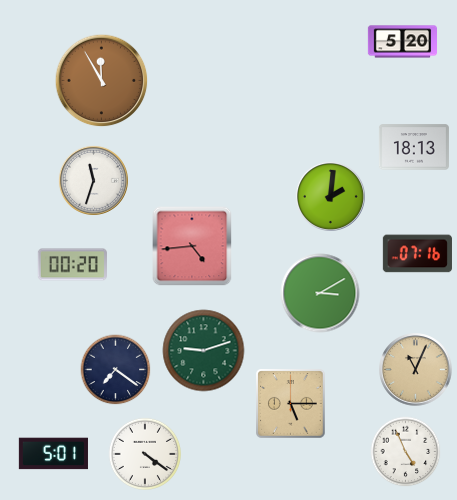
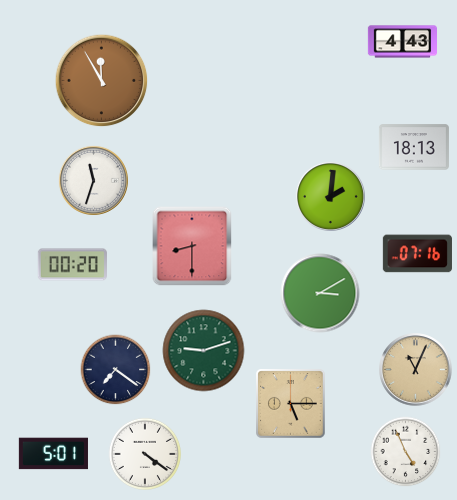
clock at (402, 42): 5:20 -> 4:43
clock at (192, 246): 4:44 -> 8:30
